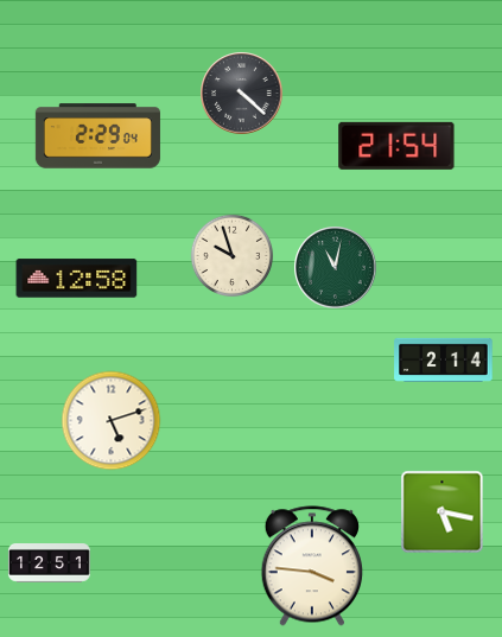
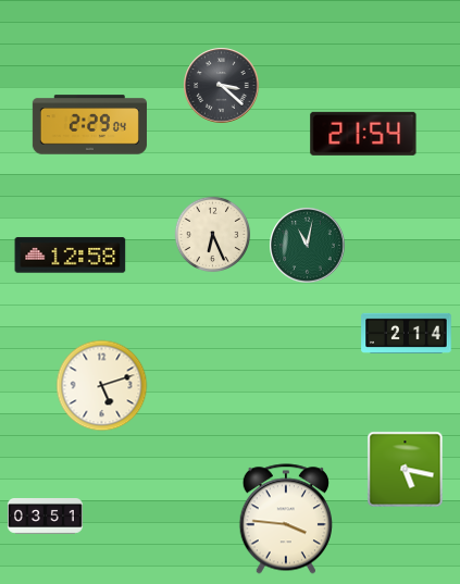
clock at (242, 94): 4:22 -> 3:22
clock at (233, 256): 9:57 -> 6:26
clock at (444, 359) position: (444, 359) -> (407, 333)
clock at (49, 563): 12:51 -> 03:51
